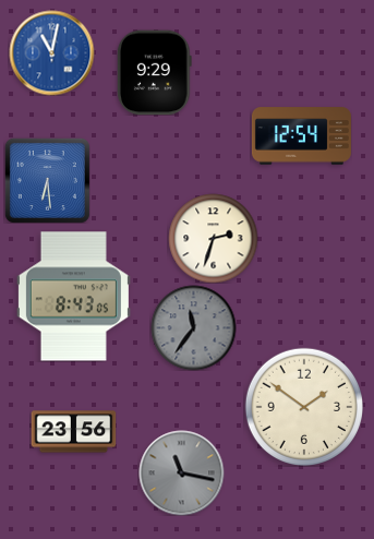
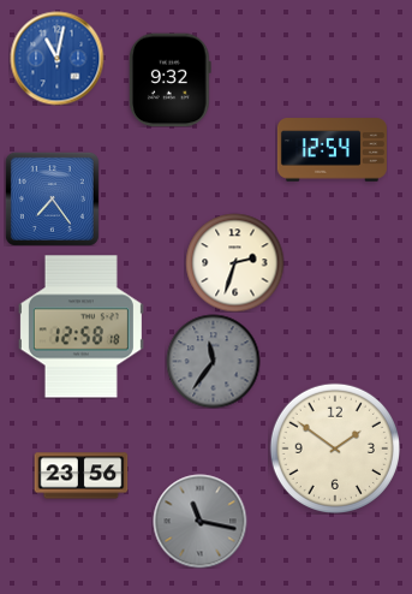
clock at (155, 72): 9:29 -> 9:32
clock at (47, 180): 6:29 -> 7:24
clock at (73, 297): 8:43 -> 12:58
